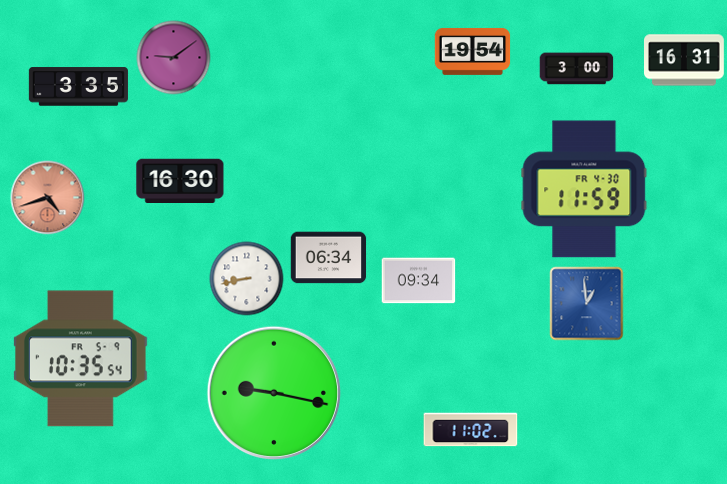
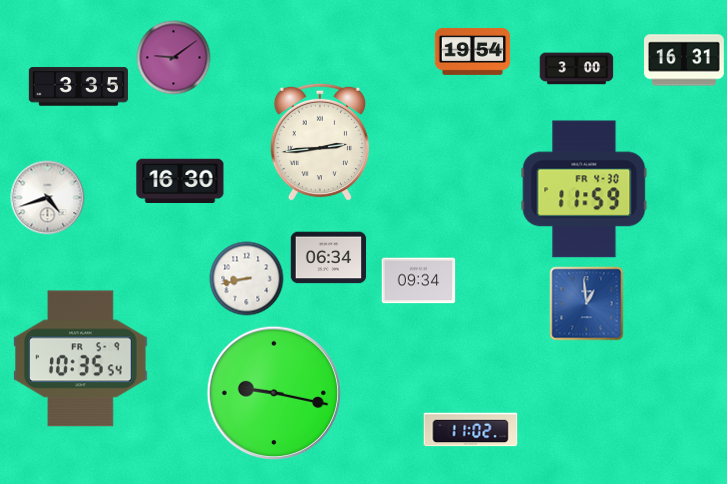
clock at (319, 142): none -> 2:44
clock at (48, 198) dial: salmon -> white
